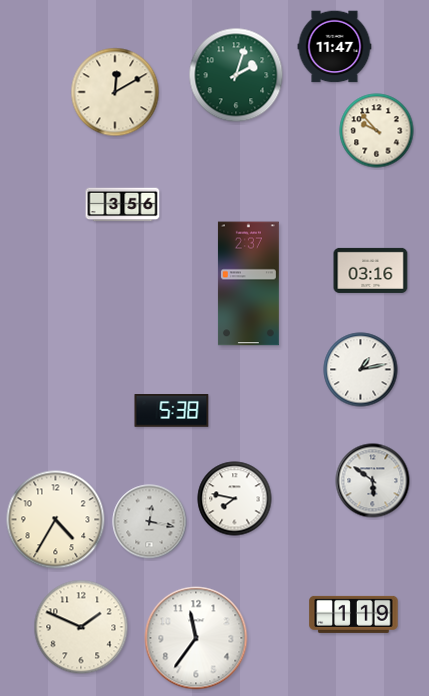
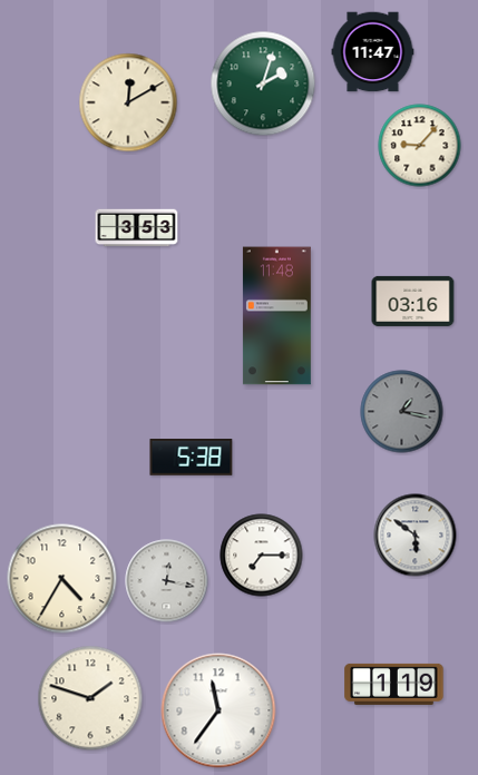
clock at (377, 131): 9:53 -> 9:07
clock at (123, 205): 3:56 -> 3:53
clock at (248, 284): 2:37 -> 11:48
clock at (361, 370): 1:13 -> 1:17
clock at (361, 370) dial: white -> grey
clock at (235, 499): 7:47 -> 7:15
clock at (81, 627): 1:49 -> 1:48
